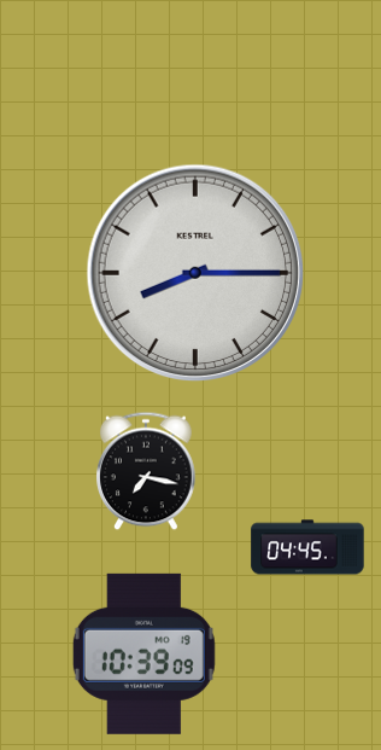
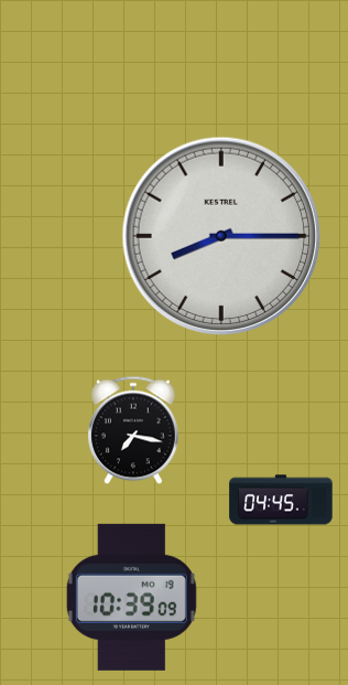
clock at (195, 273) position: (195, 273) -> (221, 236)
